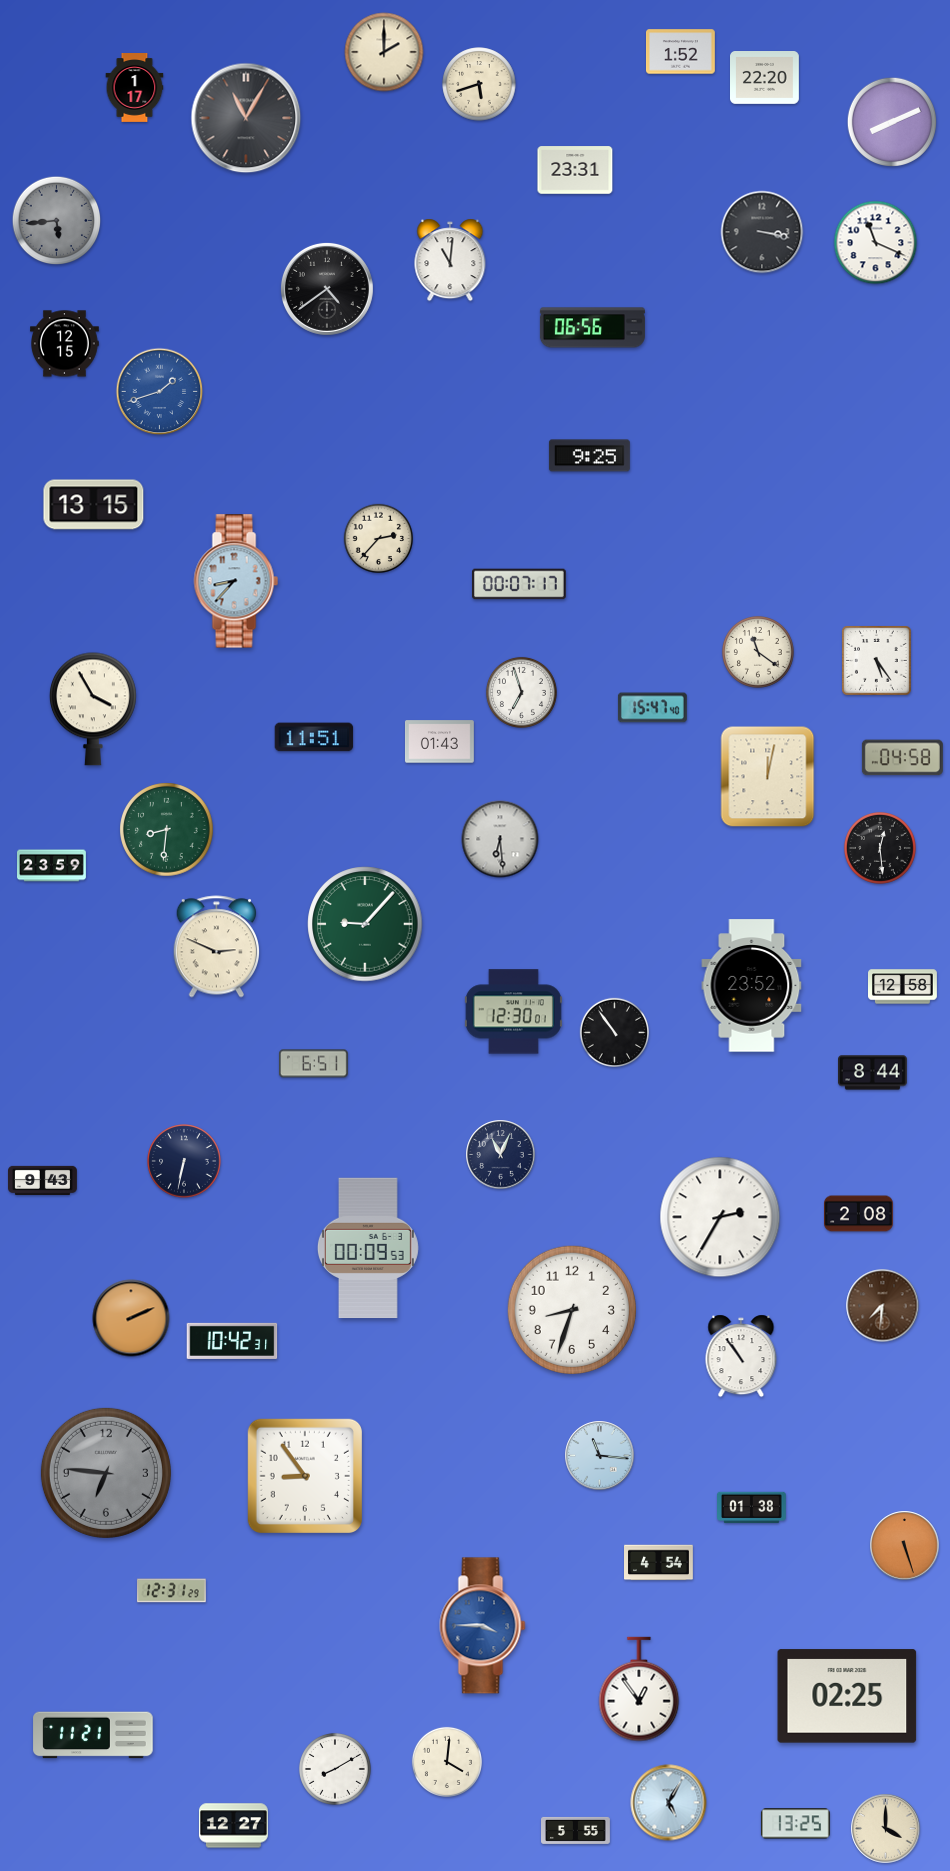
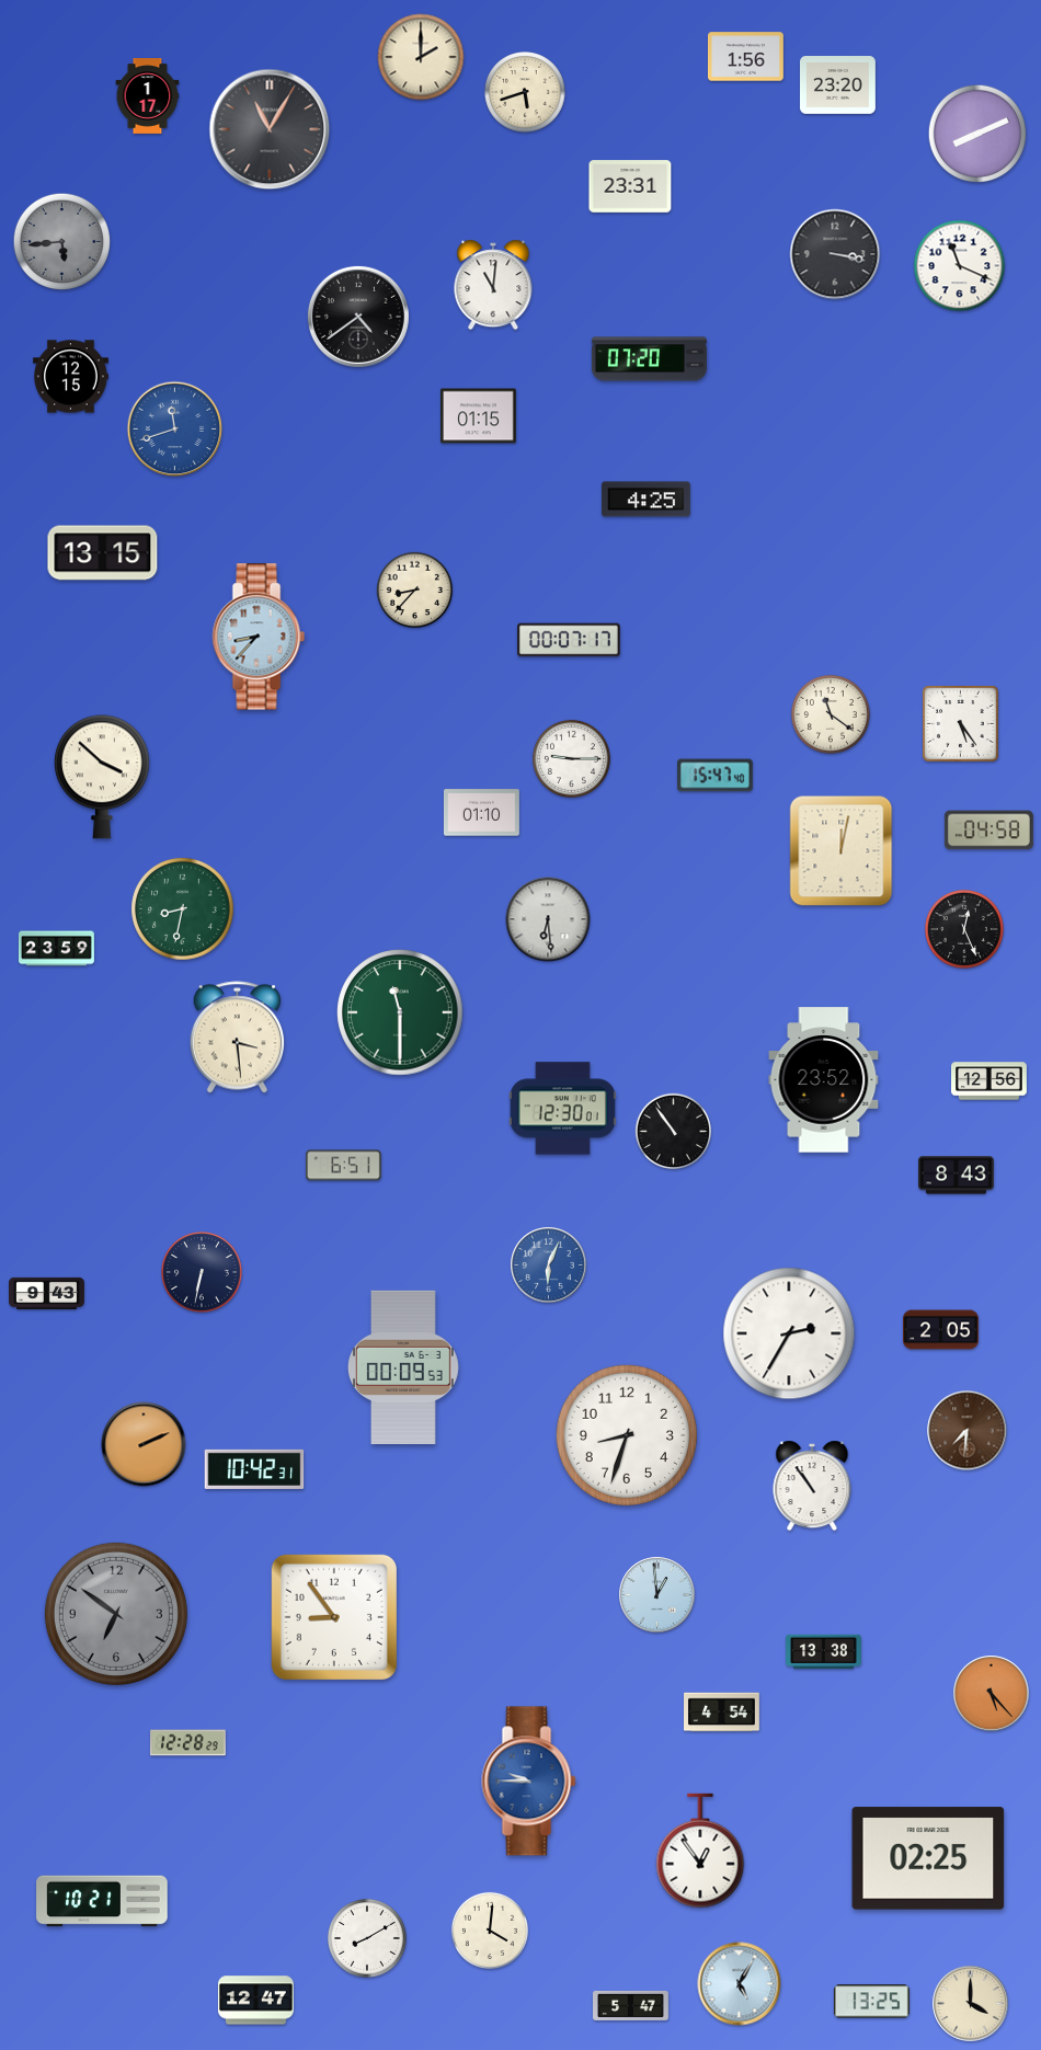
clock at (681, 52): 1:52 -> 1:56
clock at (765, 78): 22:20 -> 23:20
clock at (592, 328): 06:56 -> 07:20
clock at (478, 416): none -> 01:15
clock at (160, 392): 1:42 -> 11:42
clock at (589, 456): 9:25 -> 4:25
clock at (378, 538): 2:37 -> 8:37
clock at (521, 692): 6:57 -> 9:15
clock at (93, 709): 3:55 -> 3:52
clock at (314, 737): 11:51 -> none
clock at (439, 742): 01:43 -> 01:10
clock at (167, 830): 8:31 -> 8:32
clock at (880, 848): 12:29 -> 12:26
clock at (365, 924): 9:07 -> 11:30
clock at (216, 947): 2:49 -> 3:29
clock at (903, 987): 12:58 -> 12:56
clock at (873, 1073): 8:44 -> 8:43
clock at (501, 1155): 11:04 -> 6:04
clock at (501, 1155) dial: navy -> blue
clock at (859, 1214): 2:08 -> 2:05
clock at (600, 1456): 11:16 -> 12:59
clock at (106, 1473): 6:46 -> 6:51
clock at (752, 1508): 01:38 -> 13:38
clock at (905, 1546): 5:27 -> 5:23
clock at (172, 1591): 12:31 -> 12:28
clock at (483, 1626): 3:45 -> 9:45
clock at (93, 1735): 11:21 -> 10:21
clock at (669, 1803) position: (669, 1803) -> (740, 1984)
clock at (795, 1824) position: (795, 1824) -> (871, 2002)
clock at (233, 1826): 12:27 -> 12:47
clock at (576, 1830): 5:55 -> 5:47
